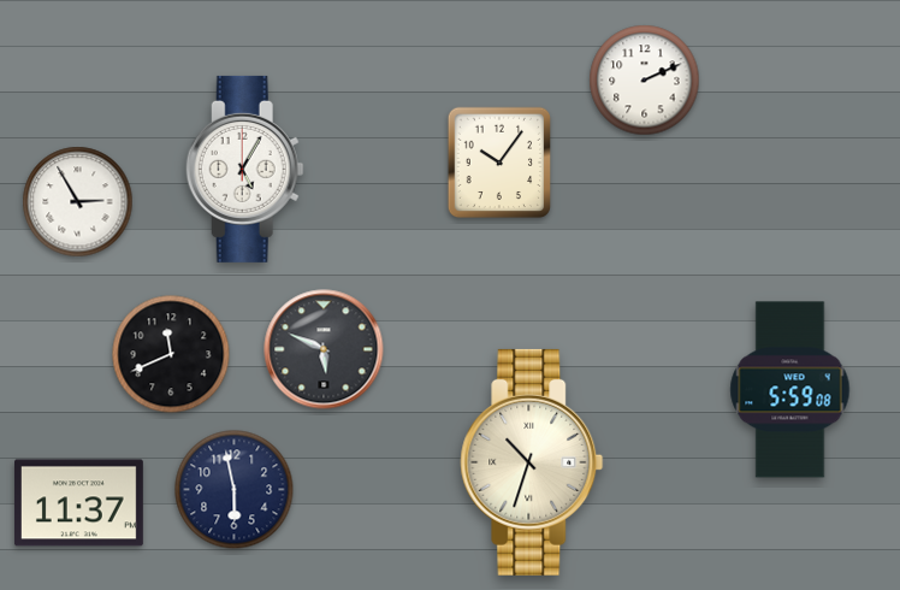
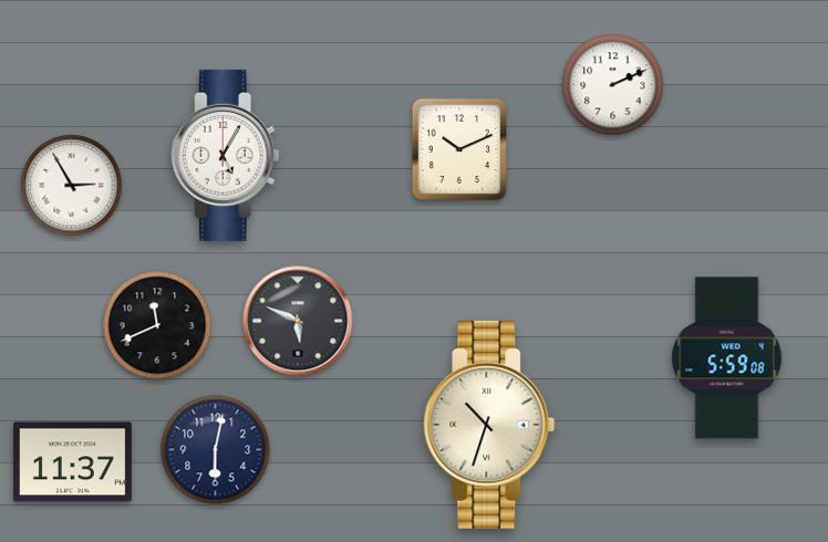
clock at (645, 81) position: (645, 81) -> (613, 85)
clock at (499, 163): 10:06 -> 10:11
clock at (235, 490): 5:58 -> 6:02
